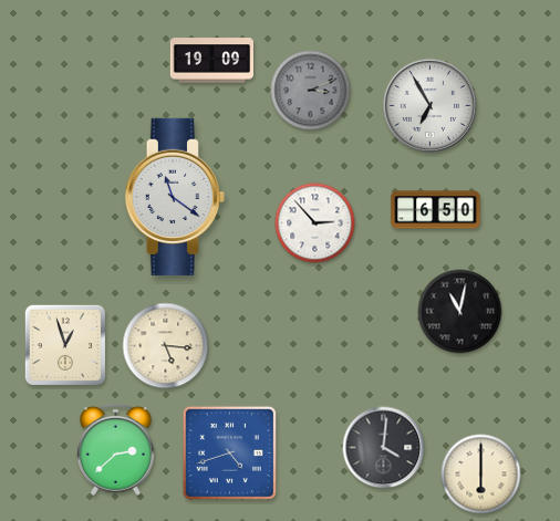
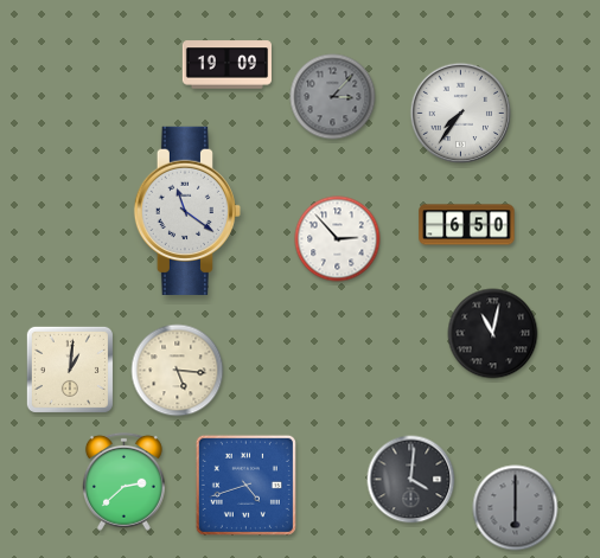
clock at (311, 91): 3:11 -> 3:07
clock at (431, 106): 6:55 -> 7:36
clock at (65, 345): 12:57 -> 1:01
clock at (481, 475) dial: cream -> grey
